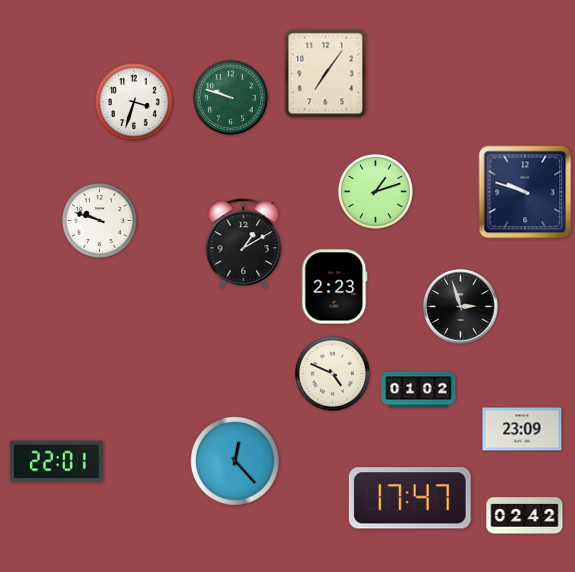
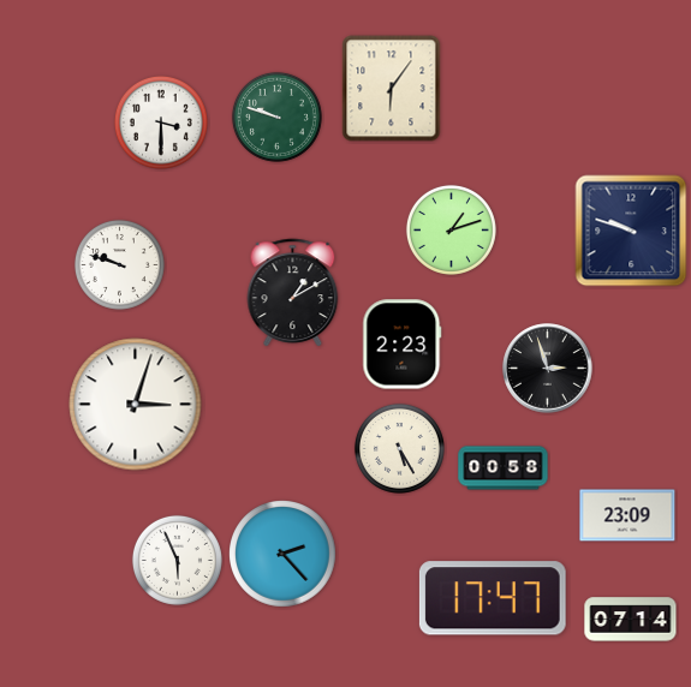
clock at (326, 74): 7:06 -> 6:06
clock at (134, 102): 3:33 -> 3:30
clock at (461, 307) position: (461, 307) -> (548, 369)
clock at (136, 405): none -> 3:03
clock at (332, 373): 4:49 -> 5:25
clock at (419, 390): 01:02 -> 00:58
clock at (56, 462): 22:01 -> none
clock at (236, 462): 12:23 -> 2:23
clock at (177, 560): none -> 5:56
clock at (525, 516): 02:42 -> 07:14
